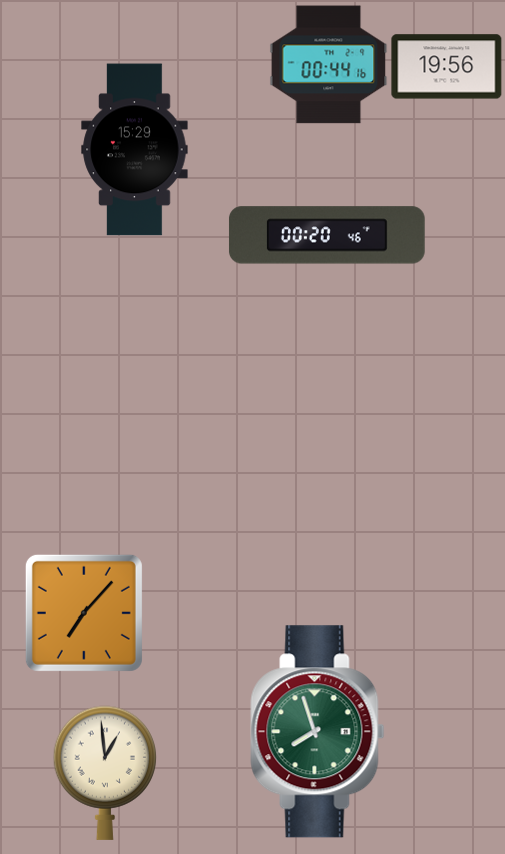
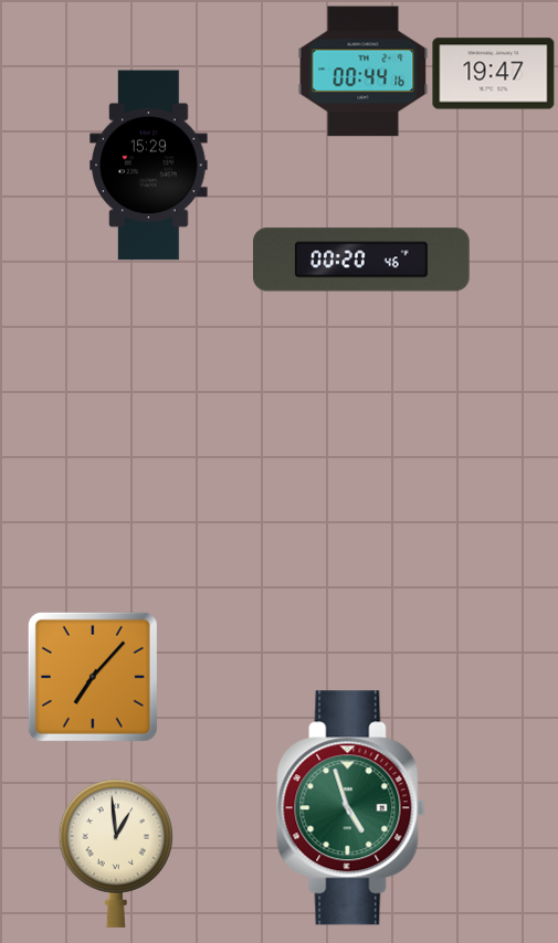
clock at (447, 67): 19:56 -> 19:47
clock at (318, 732): 7:57 -> 4:57
